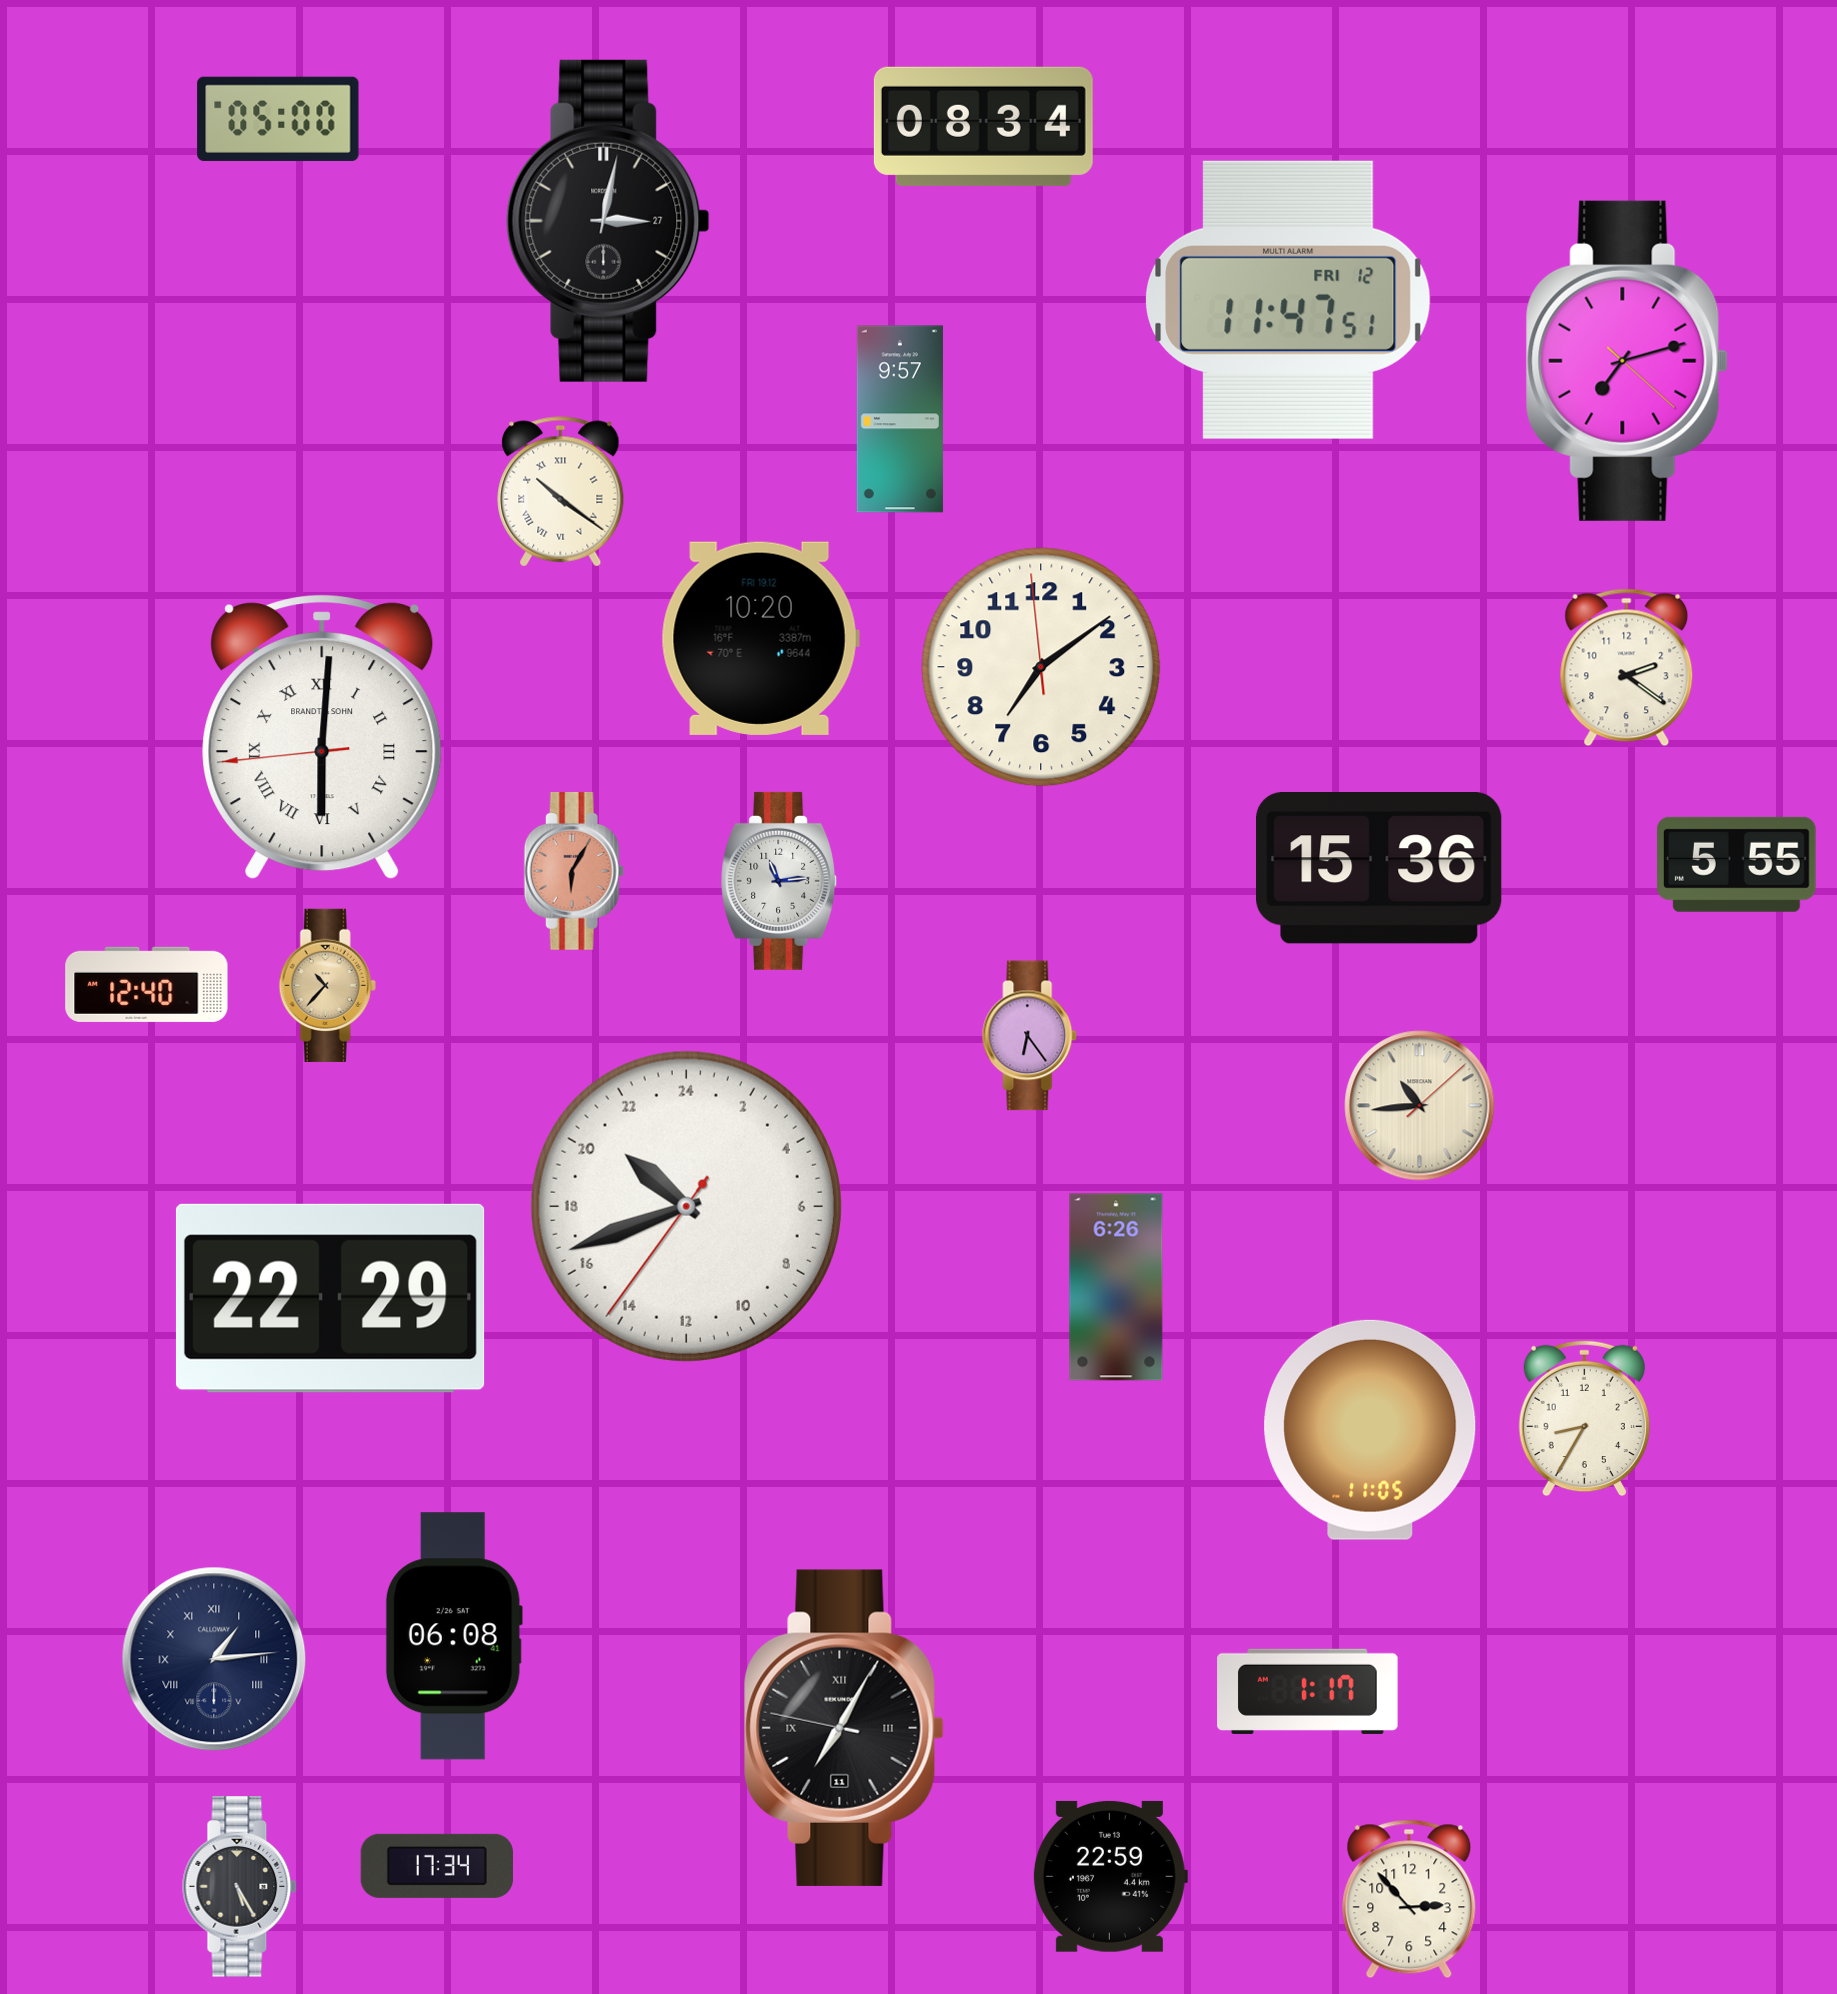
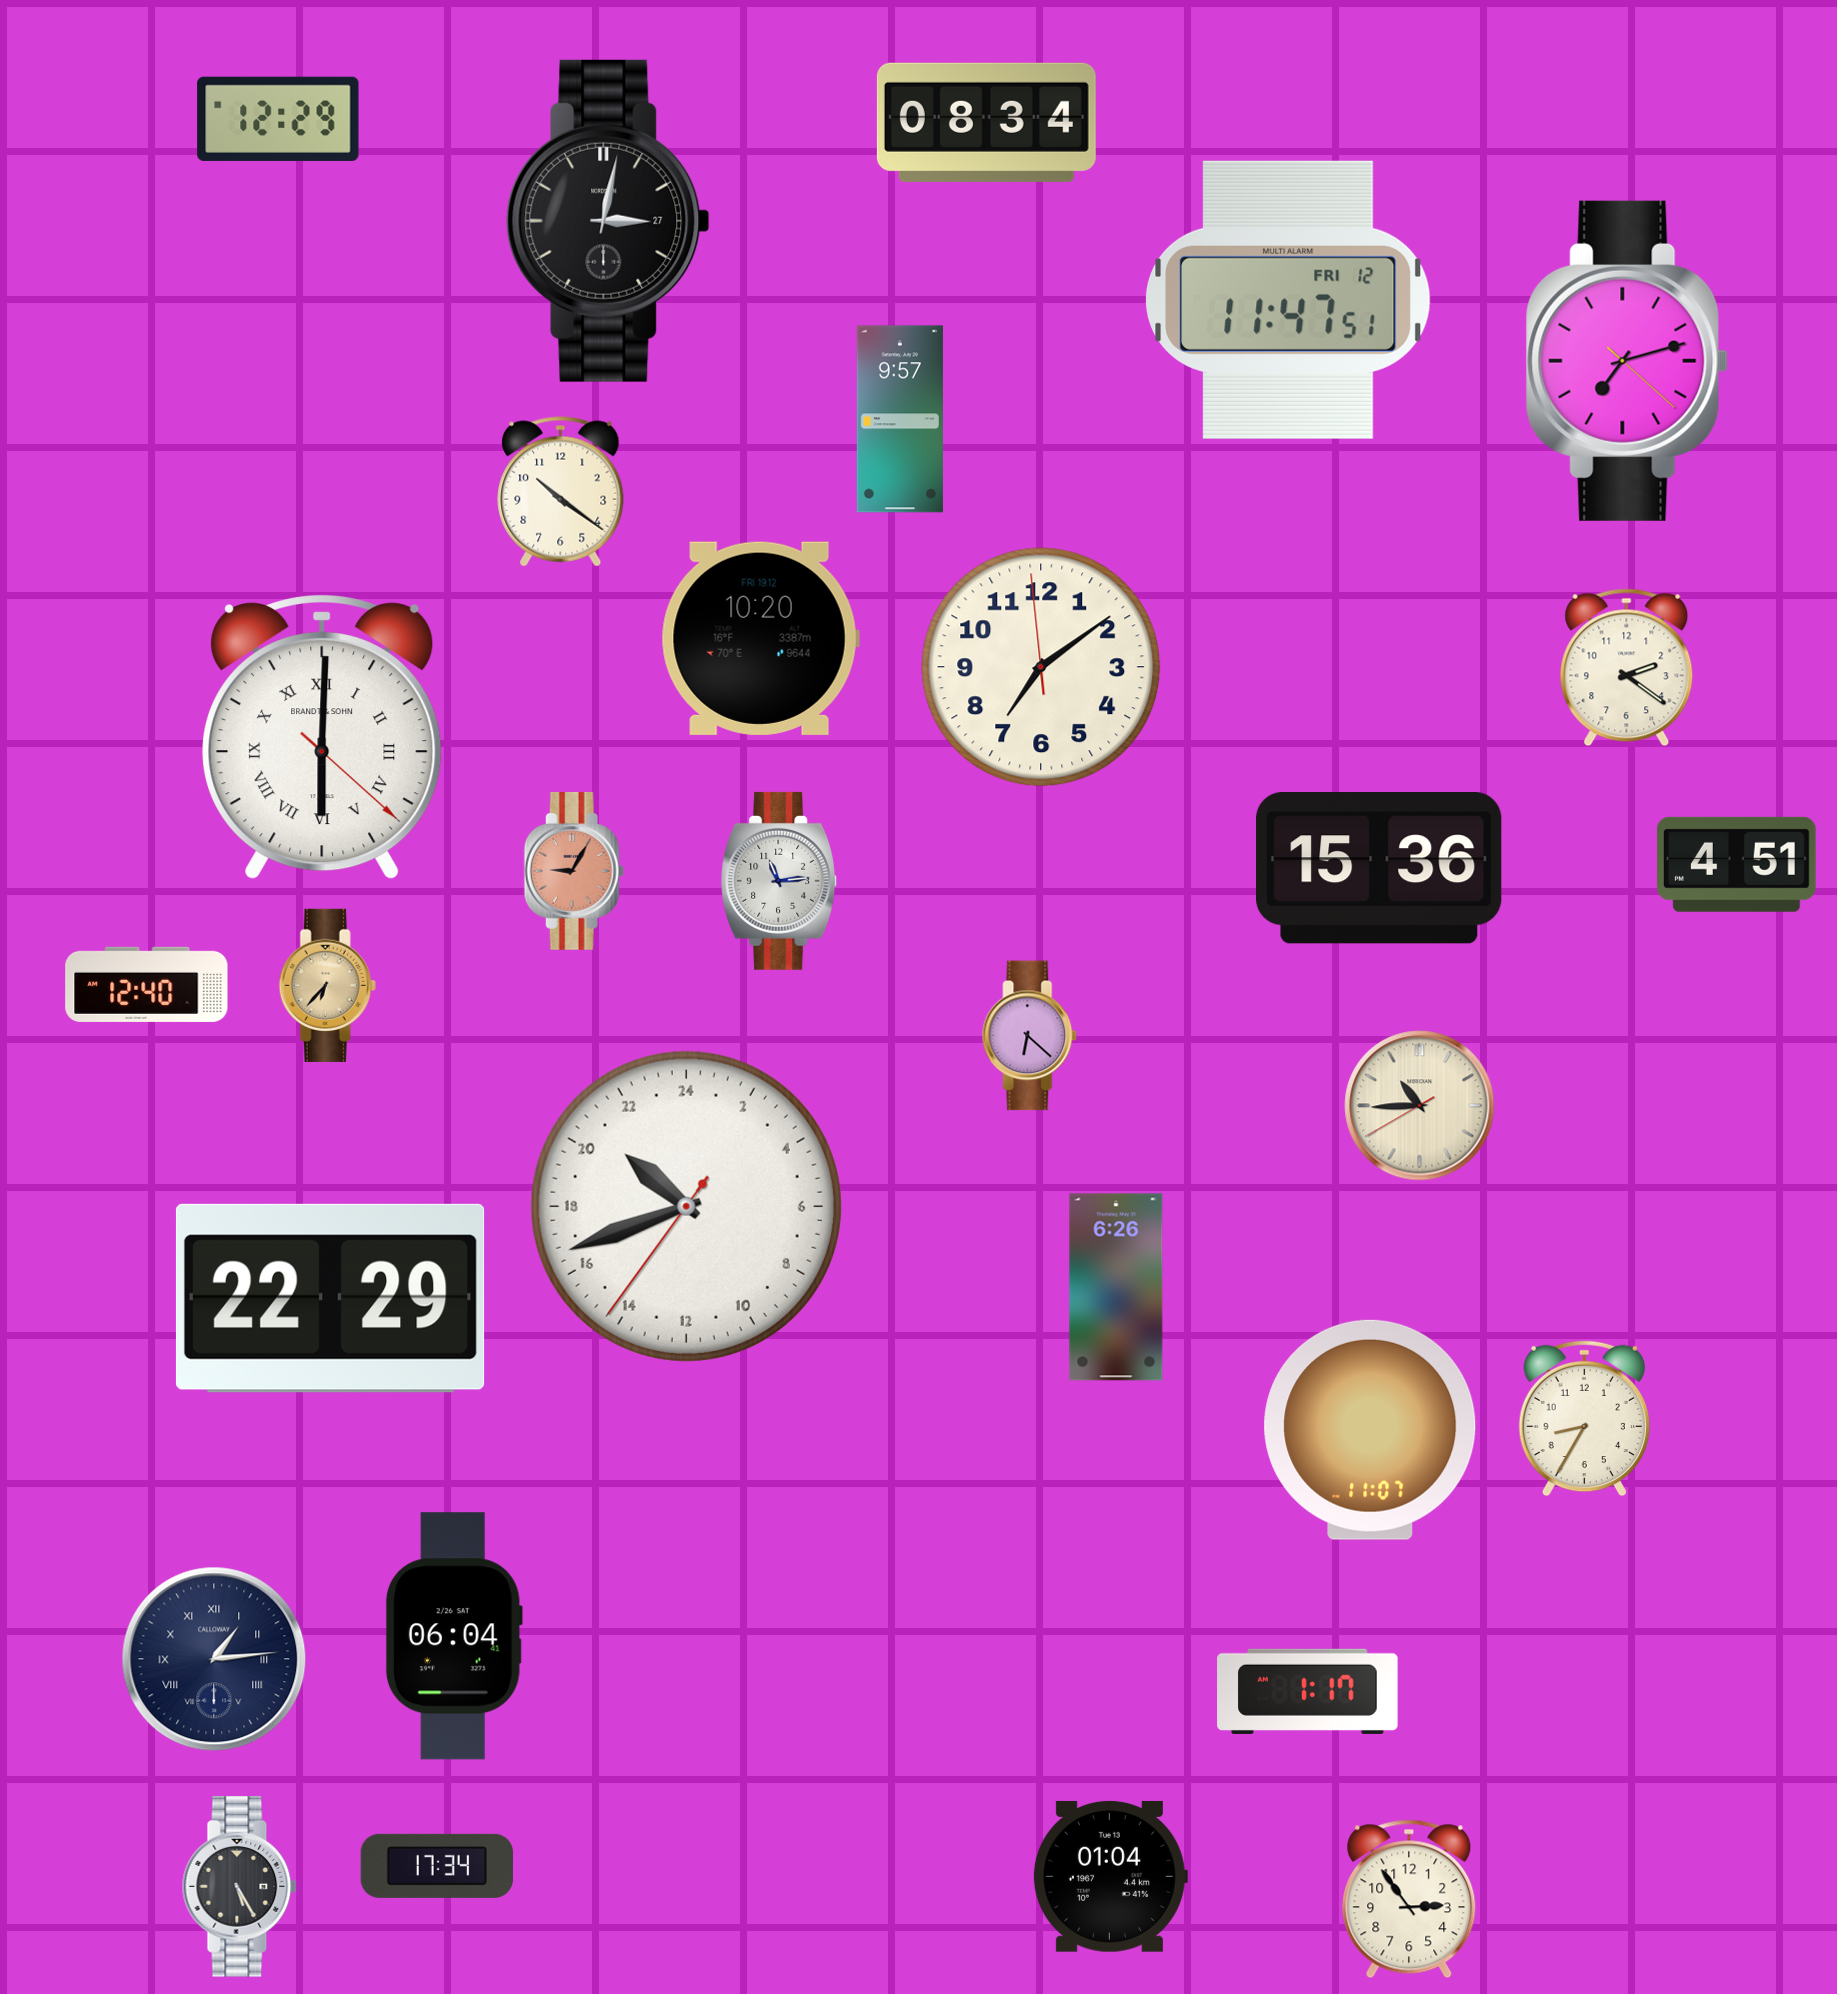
clock at (278, 119): 05:00 -> 12:29
clock at (983, 126) position: (983, 126) -> (986, 122)
clock at (561, 492) numerals: Roman -> Arabic
clock at (322, 737): 6:00:44 -> 6:00:22
clock at (1736, 864): 5:55 -> 4:51
clock at (574, 871): 6:05 -> 9:05
clock at (327, 985): 10:37 -> 6:37
clock at (1030, 1036): 6:24 -> 6:22
clock at (1420, 1106): 10:44:08 -> 10:44:40
clock at (1370, 1430): 11:05 -> 11:07
clock at (454, 1636): 06:08 -> 06:04
clock at (844, 1728): 7:04 -> none
clock at (1110, 1876): 22:59 -> 01:04
clock at (1409, 1899): 2:53 -> 2:54
